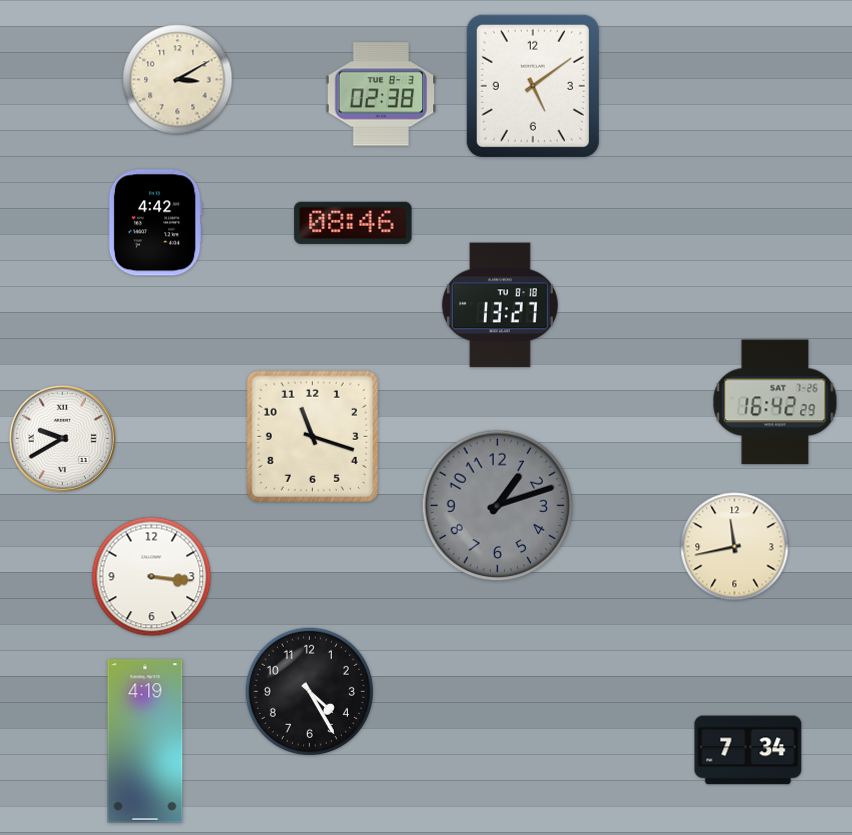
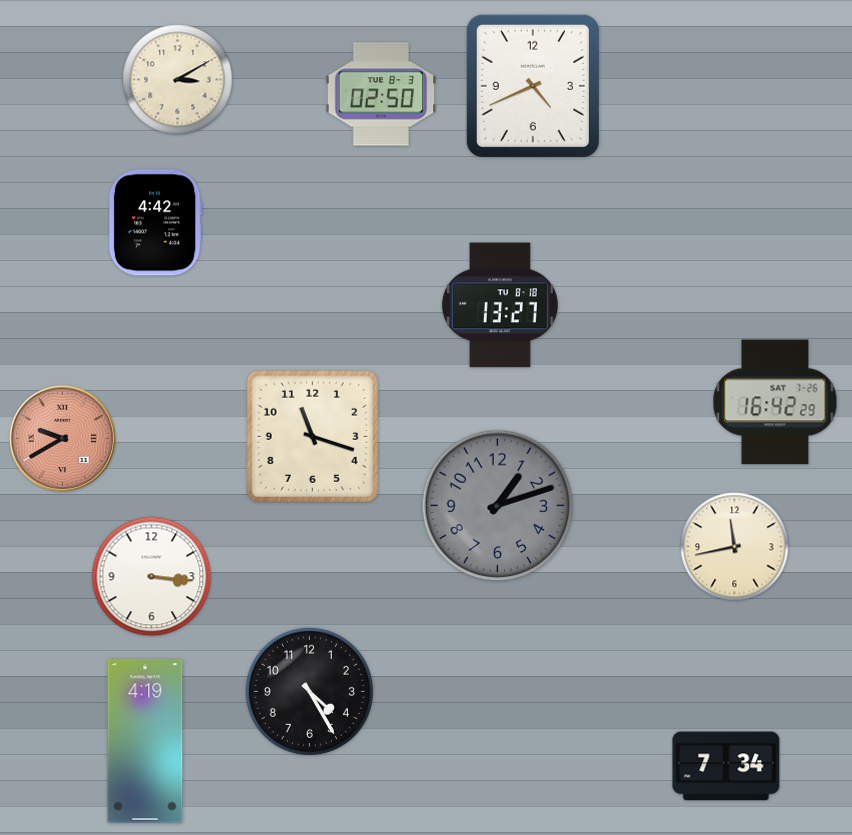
clock at (533, 86): 5:09 -> 4:41
clock at (381, 94): 02:38 -> 02:50
clock at (353, 223): 08:46 -> none
clock at (62, 438) dial: white -> salmon
clock at (748, 750) position: (748, 750) -> (726, 766)
